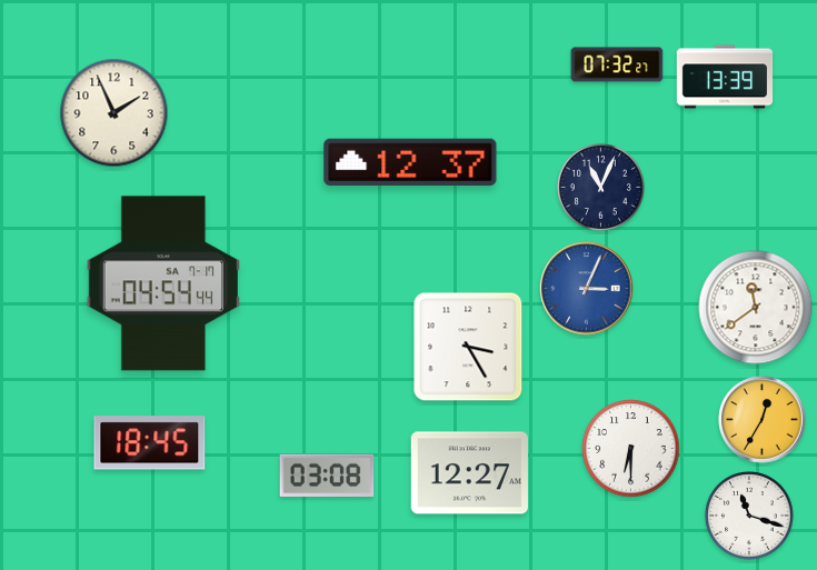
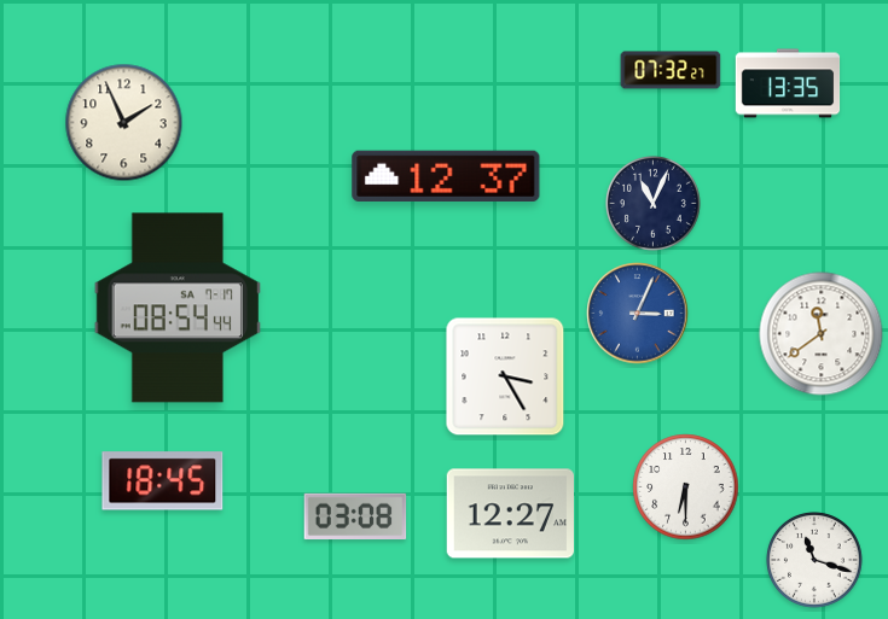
clock at (725, 77): 13:39 -> 13:35
clock at (162, 283): 04:54 -> 08:54
clock at (468, 347) position: (468, 347) -> (505, 376)
clock at (763, 420): 12:35 -> none
